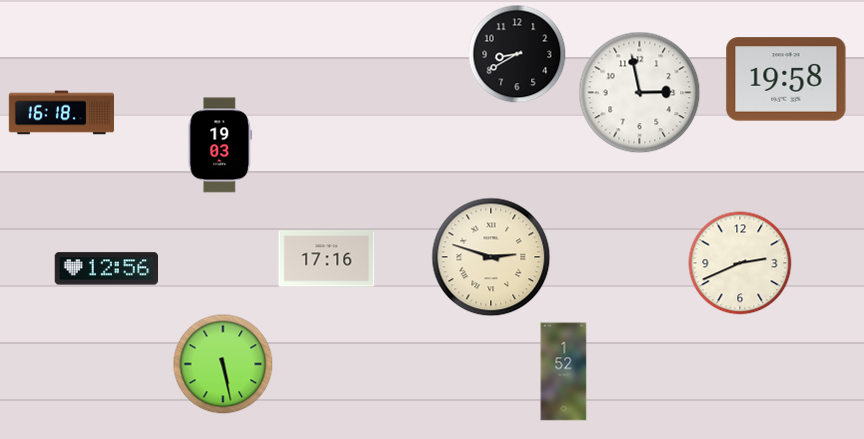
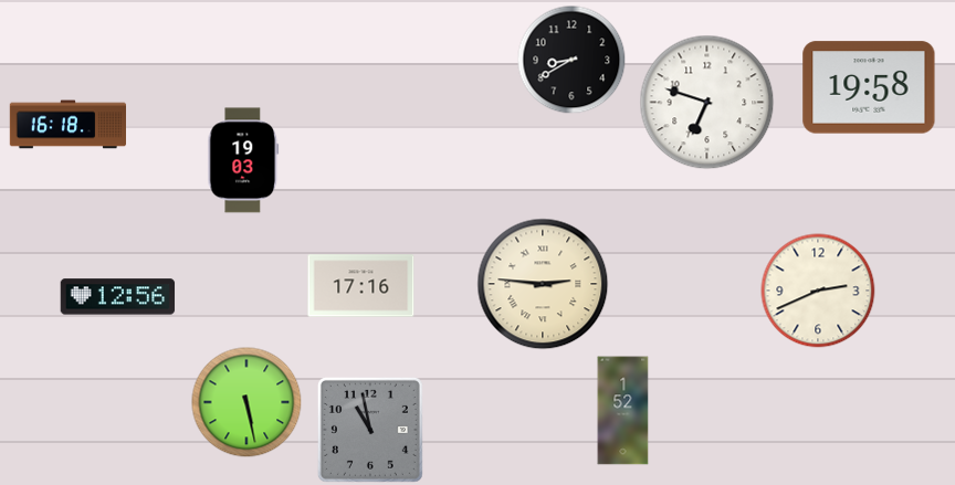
clock at (640, 93): 2:58 -> 6:48
clock at (491, 257): 2:48 -> 2:46
clock at (370, 430): none -> 10:58
